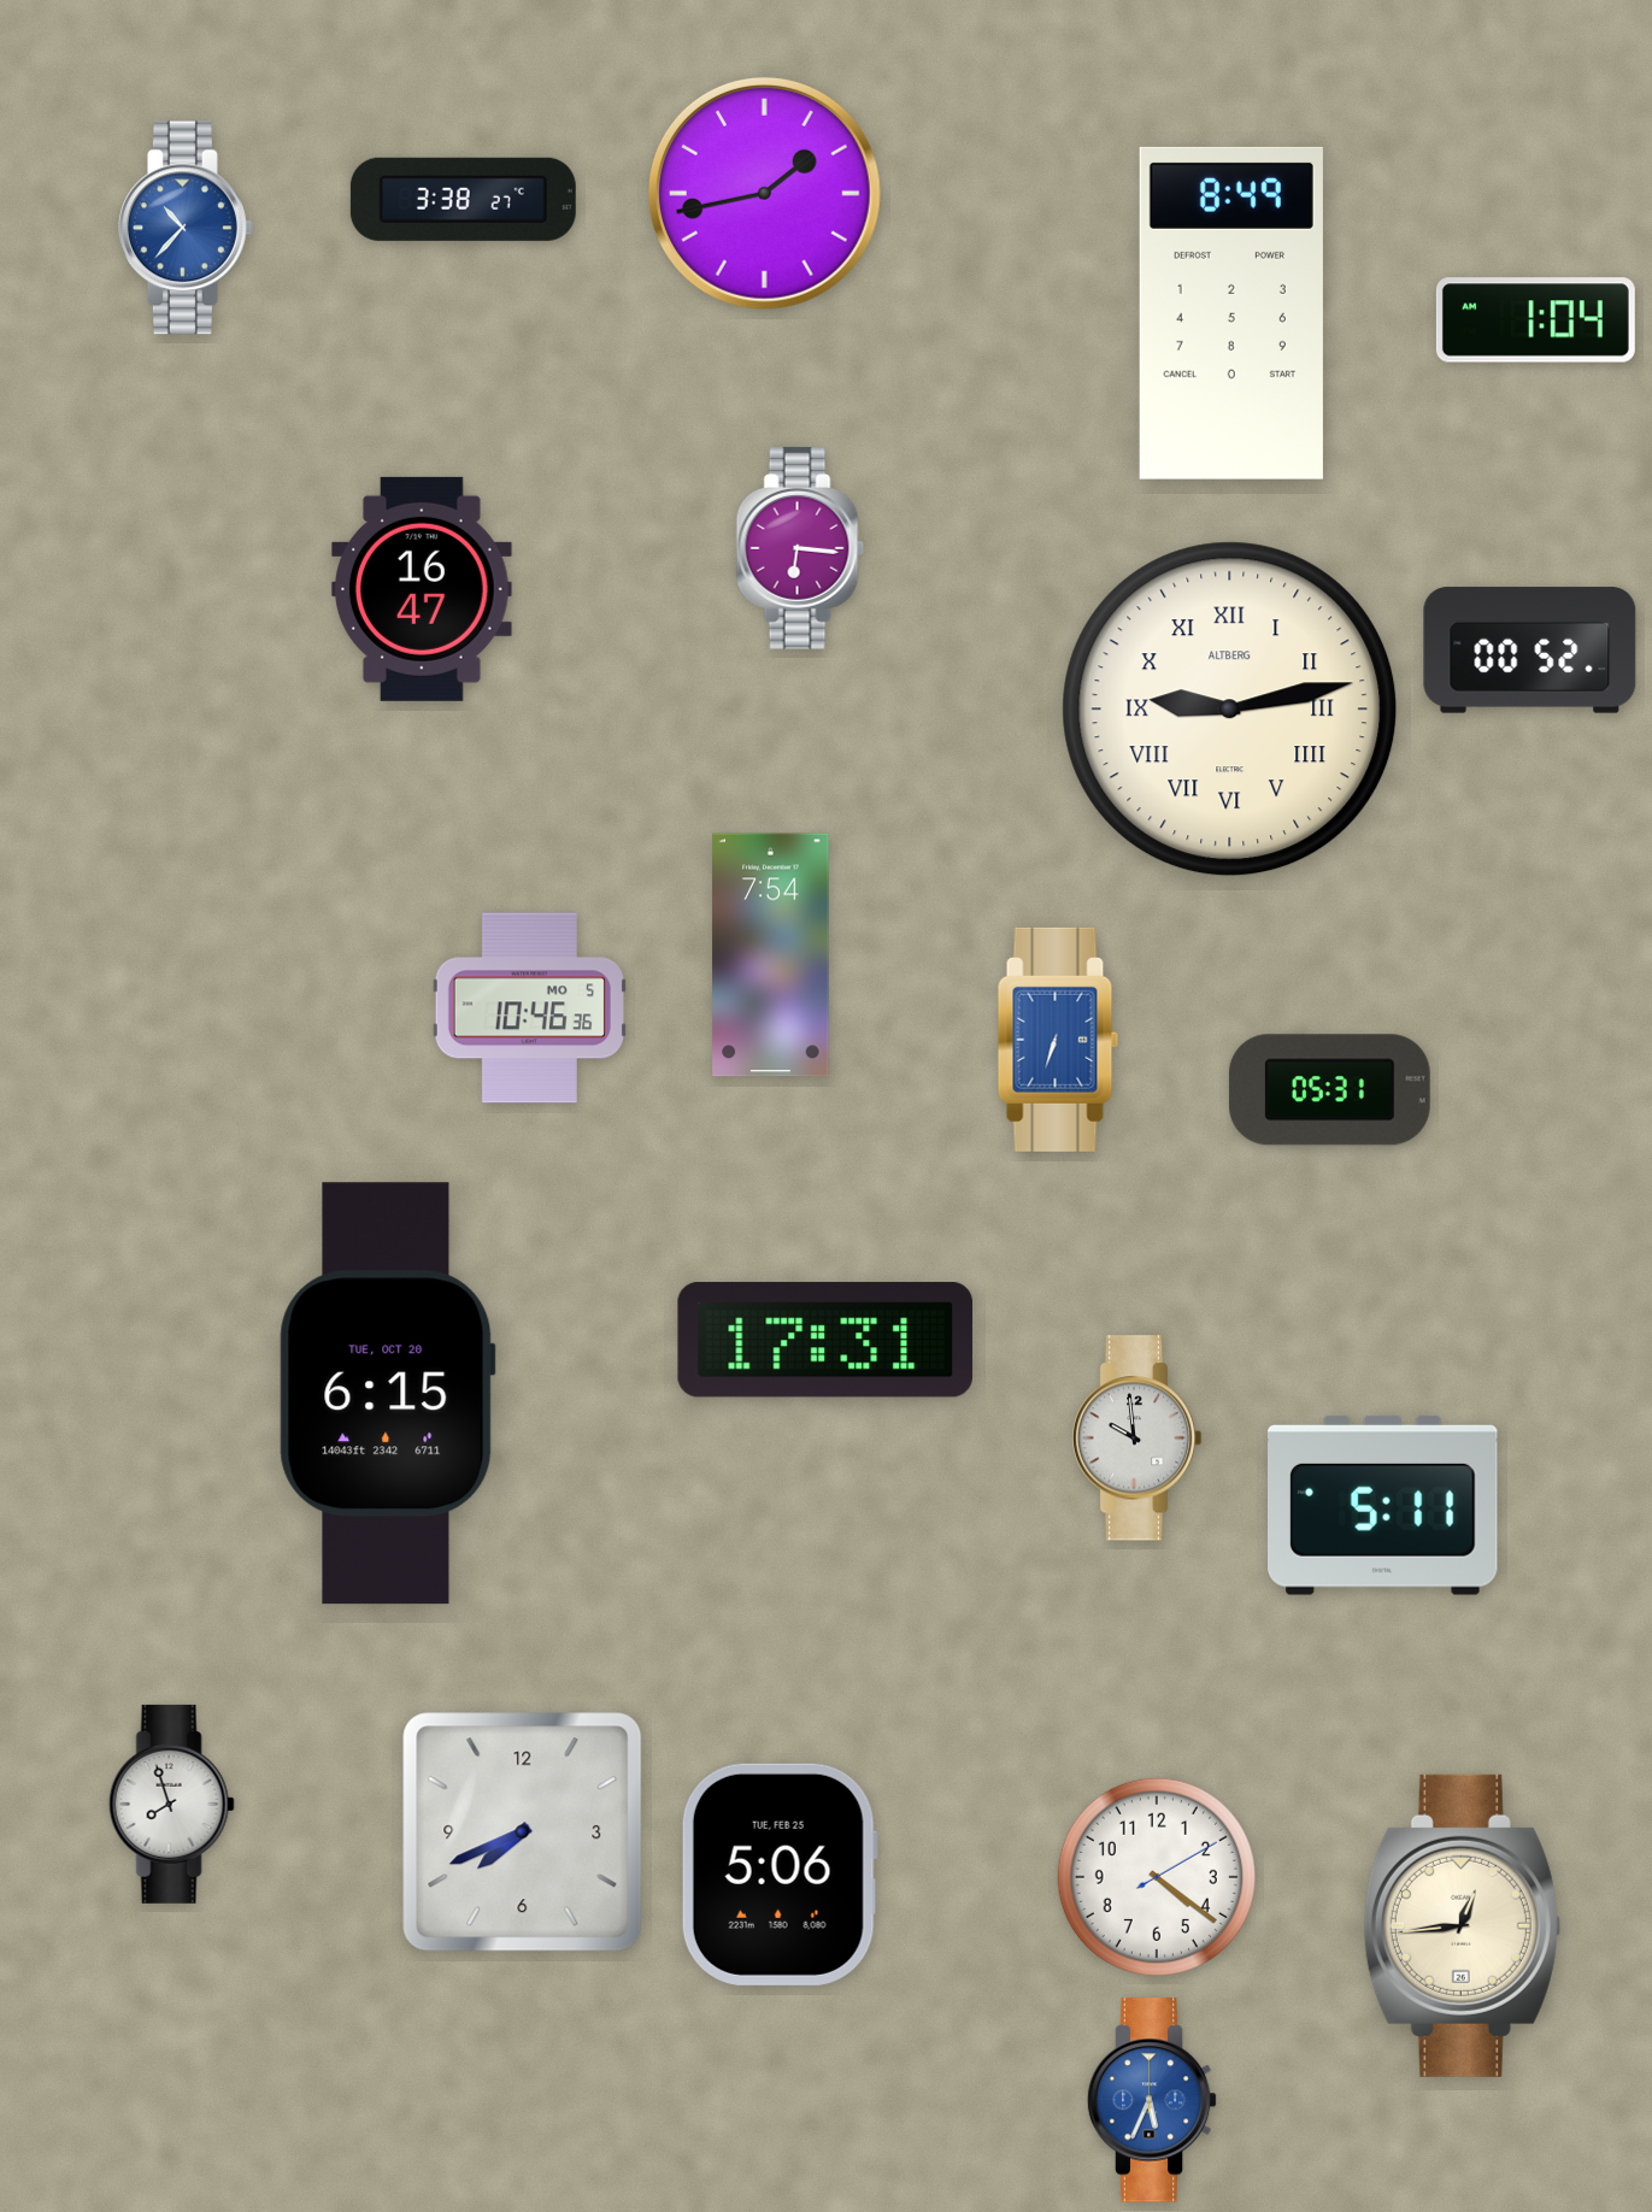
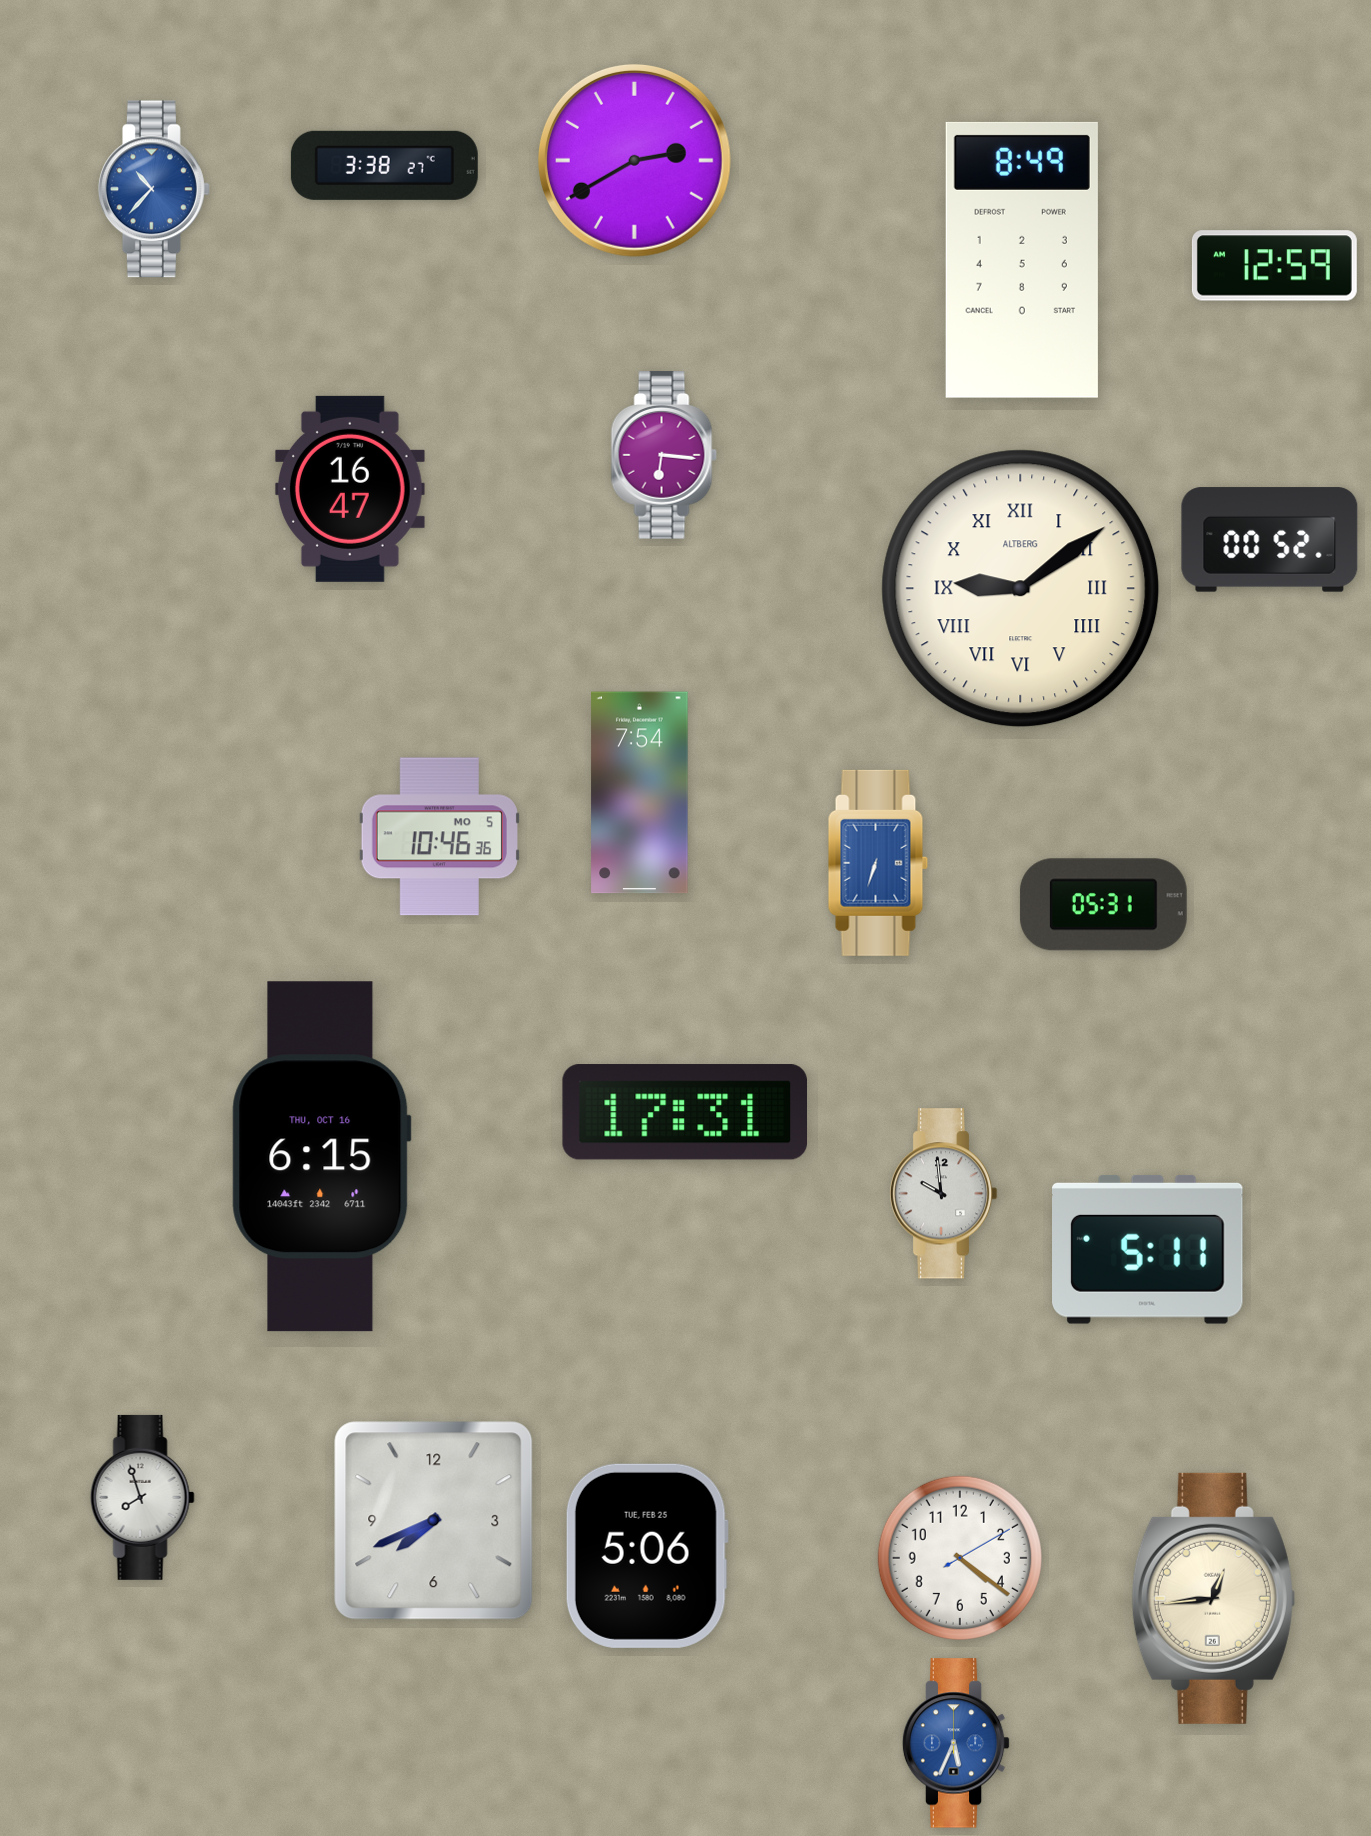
clock at (764, 193): 1:43 -> 2:40
clock at (1535, 320): 1:04 -> 12:59
clock at (1230, 710): 9:13 -> 9:09
clock at (387, 1394) date: TUE, OCT 20 -> THU, OCT 16
